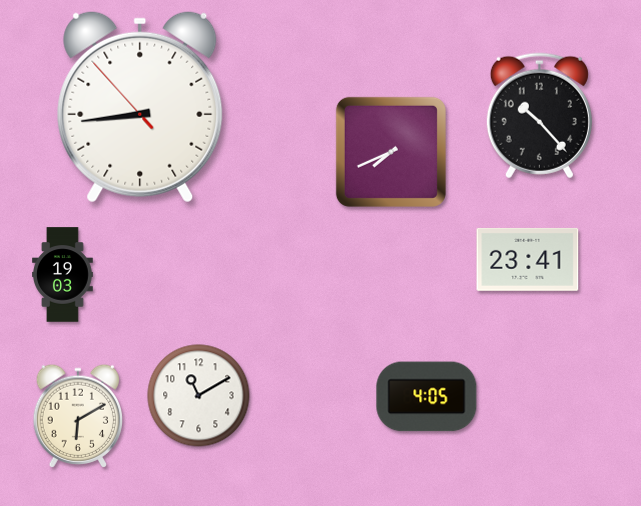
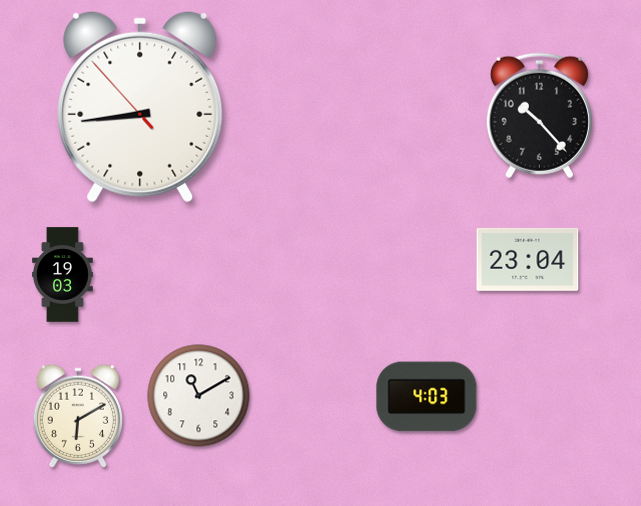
clock at (391, 152): 7:41 -> none
clock at (528, 259): 23:41 -> 23:04
clock at (427, 397): 4:05 -> 4:03
